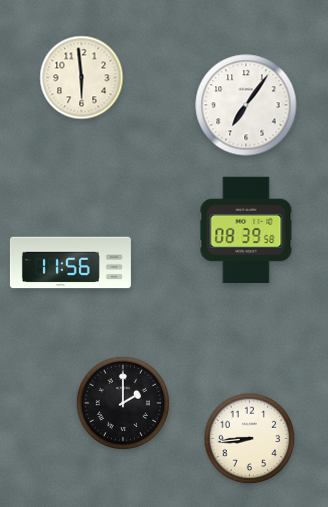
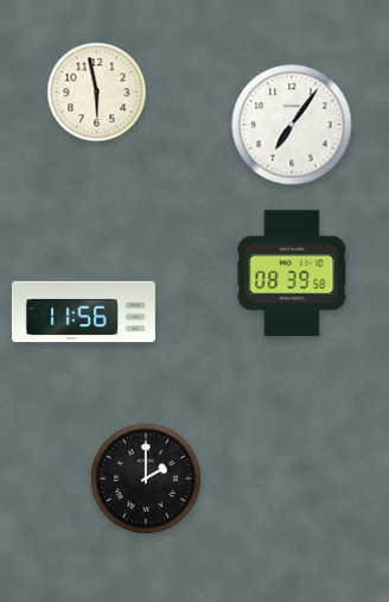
clock at (82, 78): 5:59 -> 5:58
clock at (250, 439): 8:44 -> none
